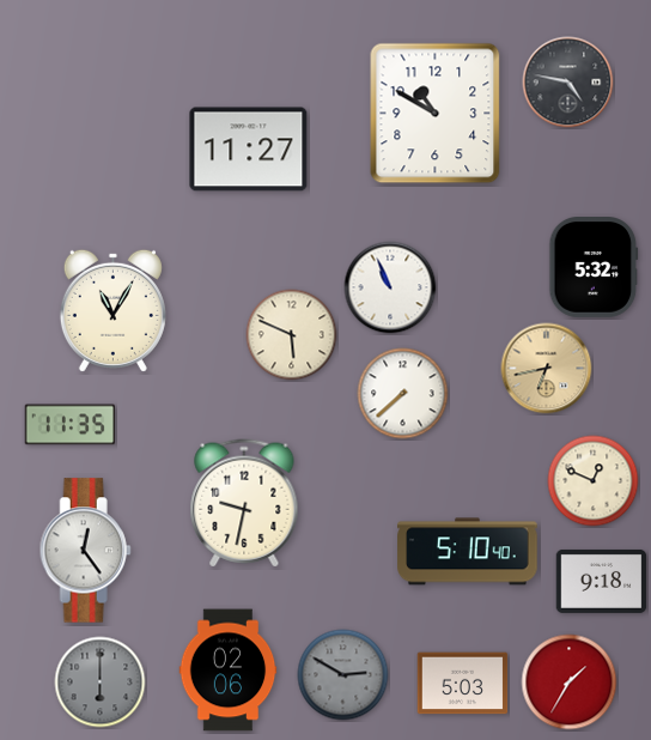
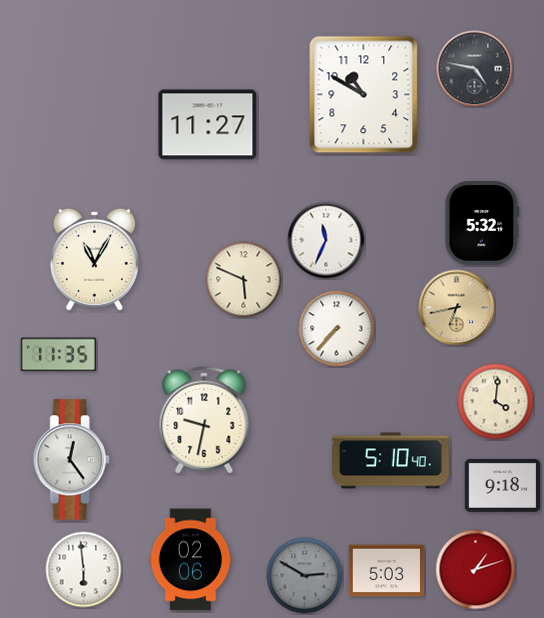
clock at (594, 268) position: (594, 268) -> (482, 224)
clock at (390, 287): 10:56 -> 11:34
clock at (403, 394): 7:38 -> 7:37
clock at (594, 481): 12:49 -> 4:01
clock at (343, 675) position: (343, 675) -> (305, 576)
clock at (101, 683): 6:00 -> 5:59
clock at (101, 683) dial: grey -> white
clock at (570, 683): 1:35 -> 1:12
